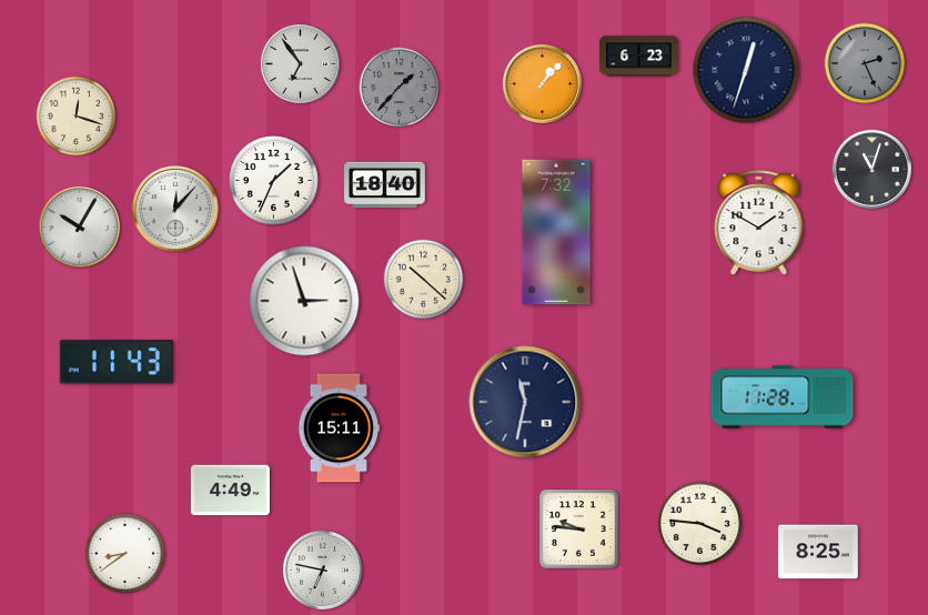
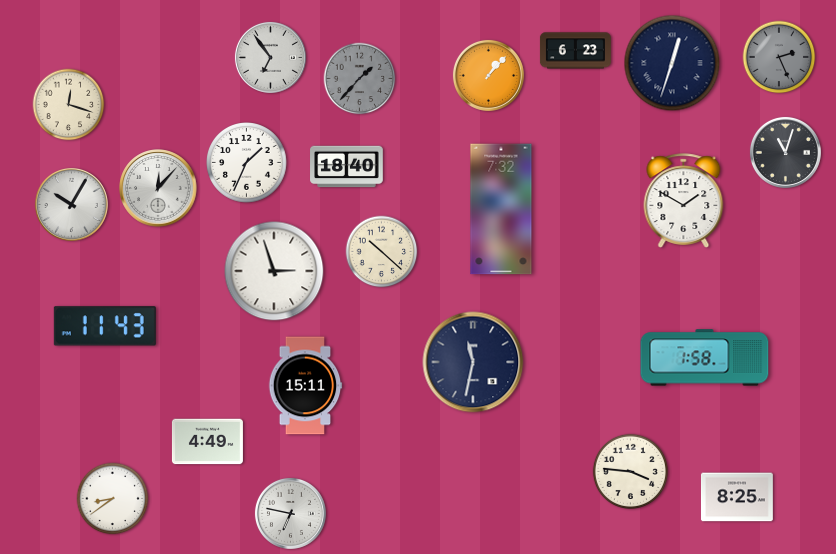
clock at (783, 397): 11:28 -> 1:58
clock at (579, 530): 9:46 -> none
